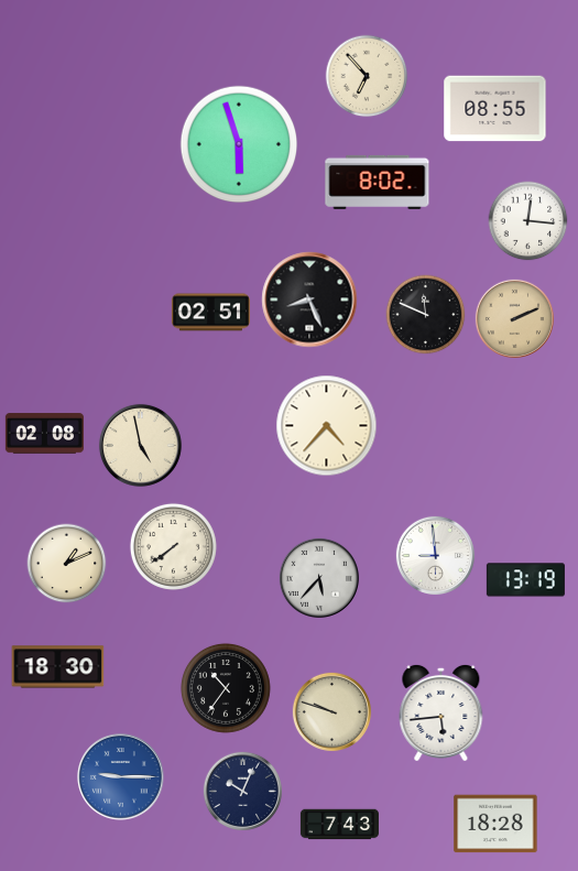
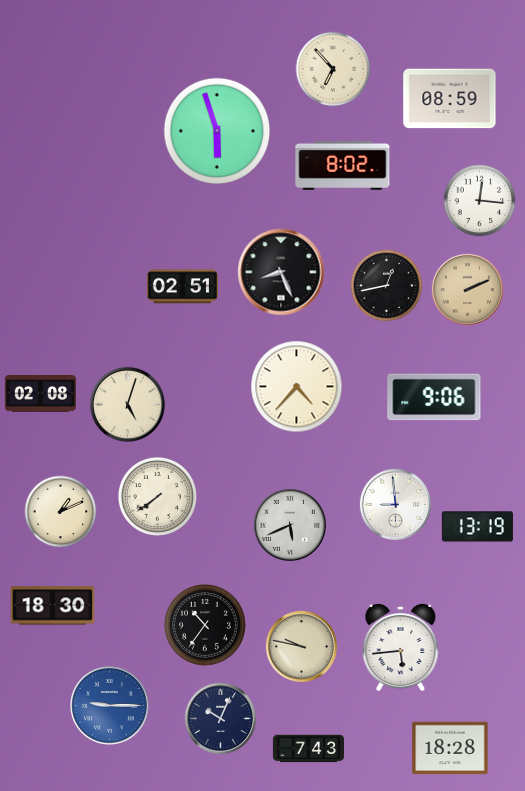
clock at (495, 109): 08:55 -> 08:59
clock at (210, 313) position: (210, 313) -> (182, 287)
clock at (426, 315): 11:49 -> 12:43
clock at (434, 397): none -> 9:06
clock at (140, 445): 4:58 -> 5:03
clock at (319, 578): 5:37 -> 5:41
clock at (331, 711): 9:48 -> 9:47
